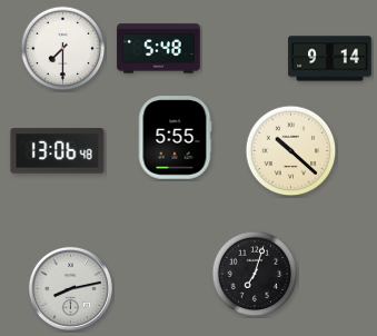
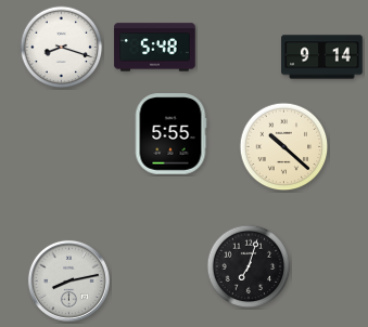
clock at (63, 49): 7:30 -> 8:18
clock at (58, 151): 13:06 -> none
